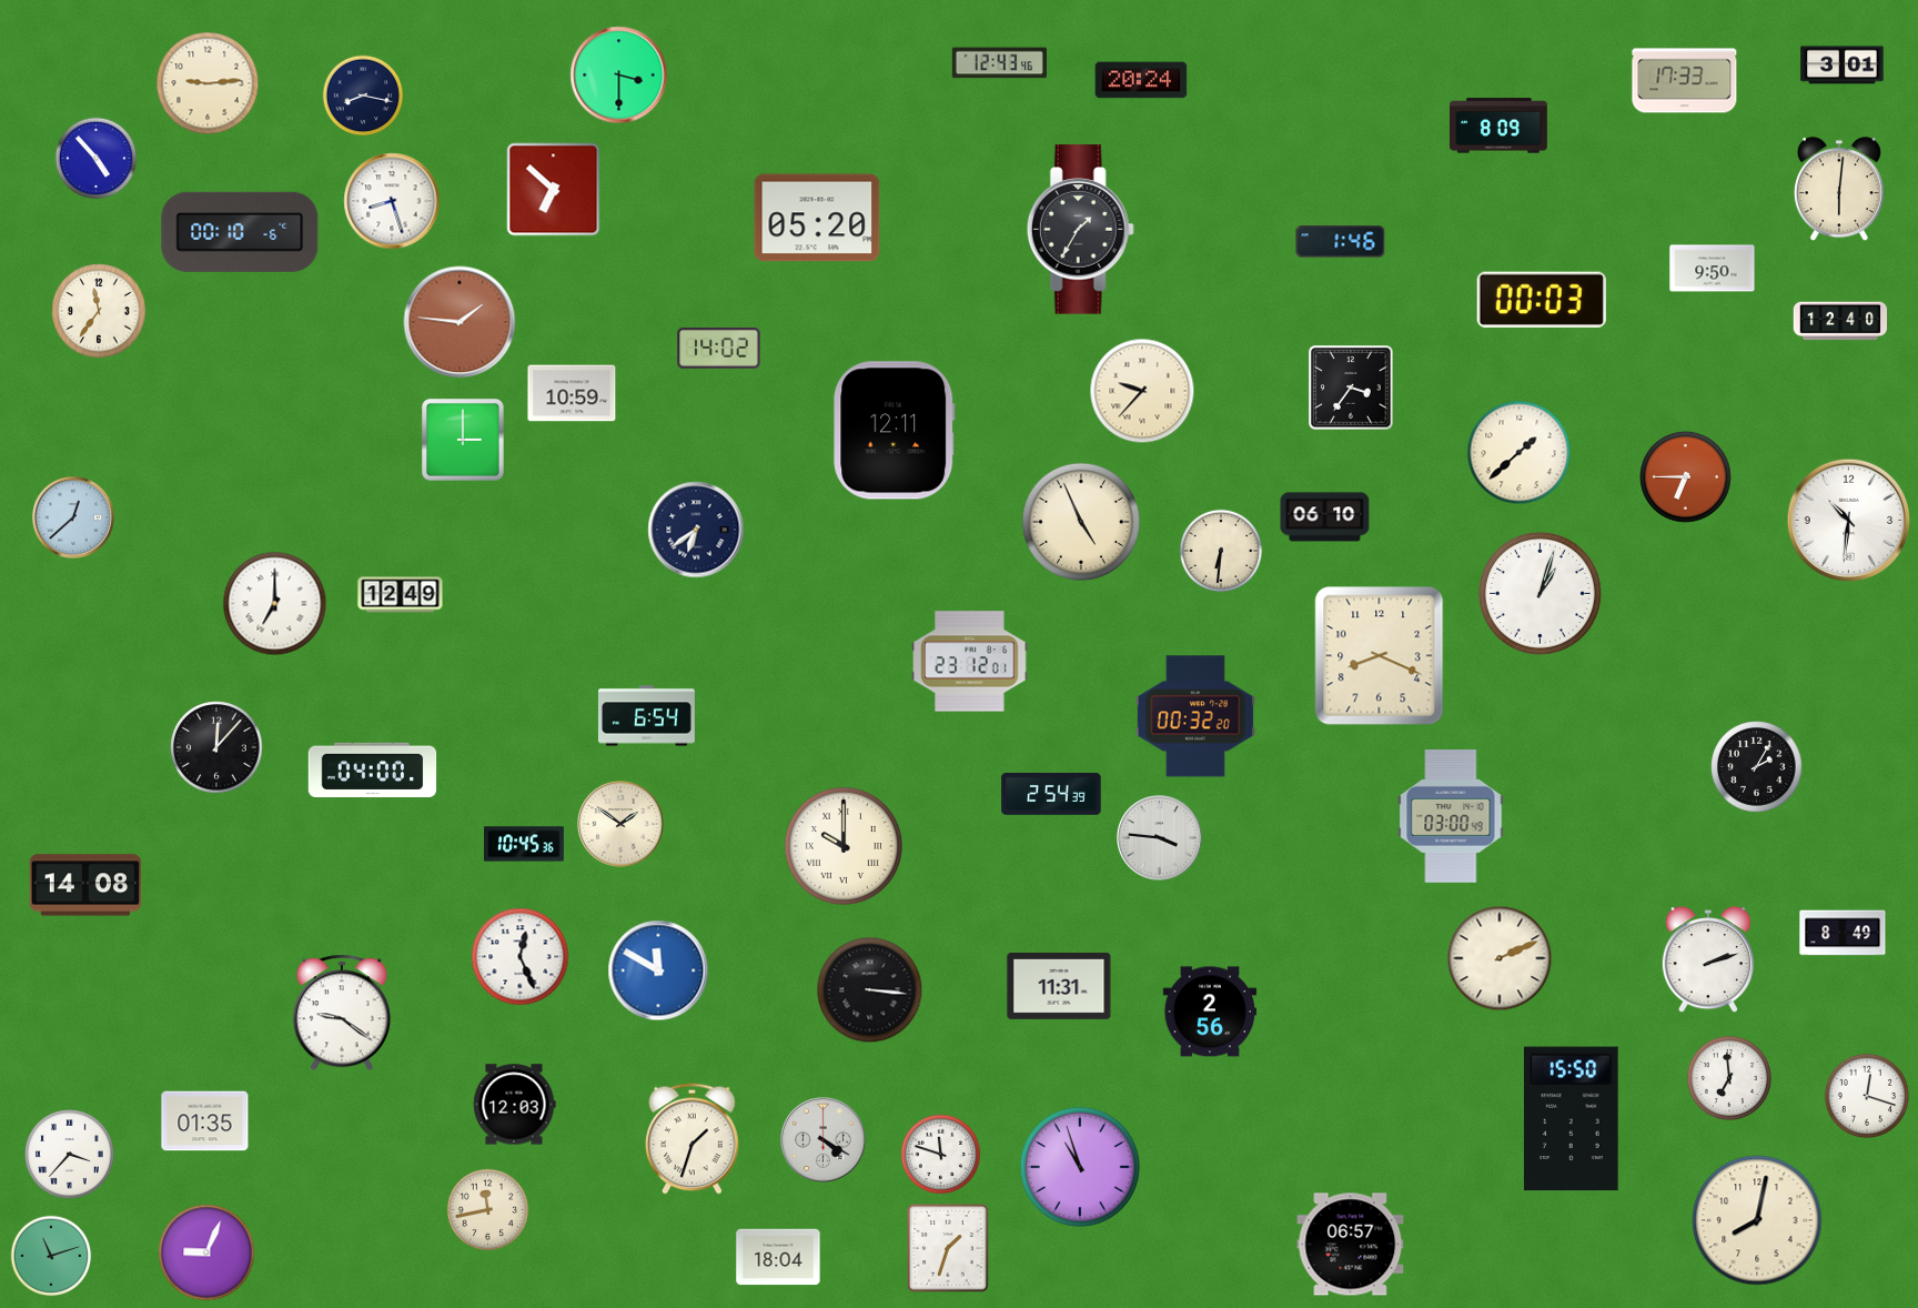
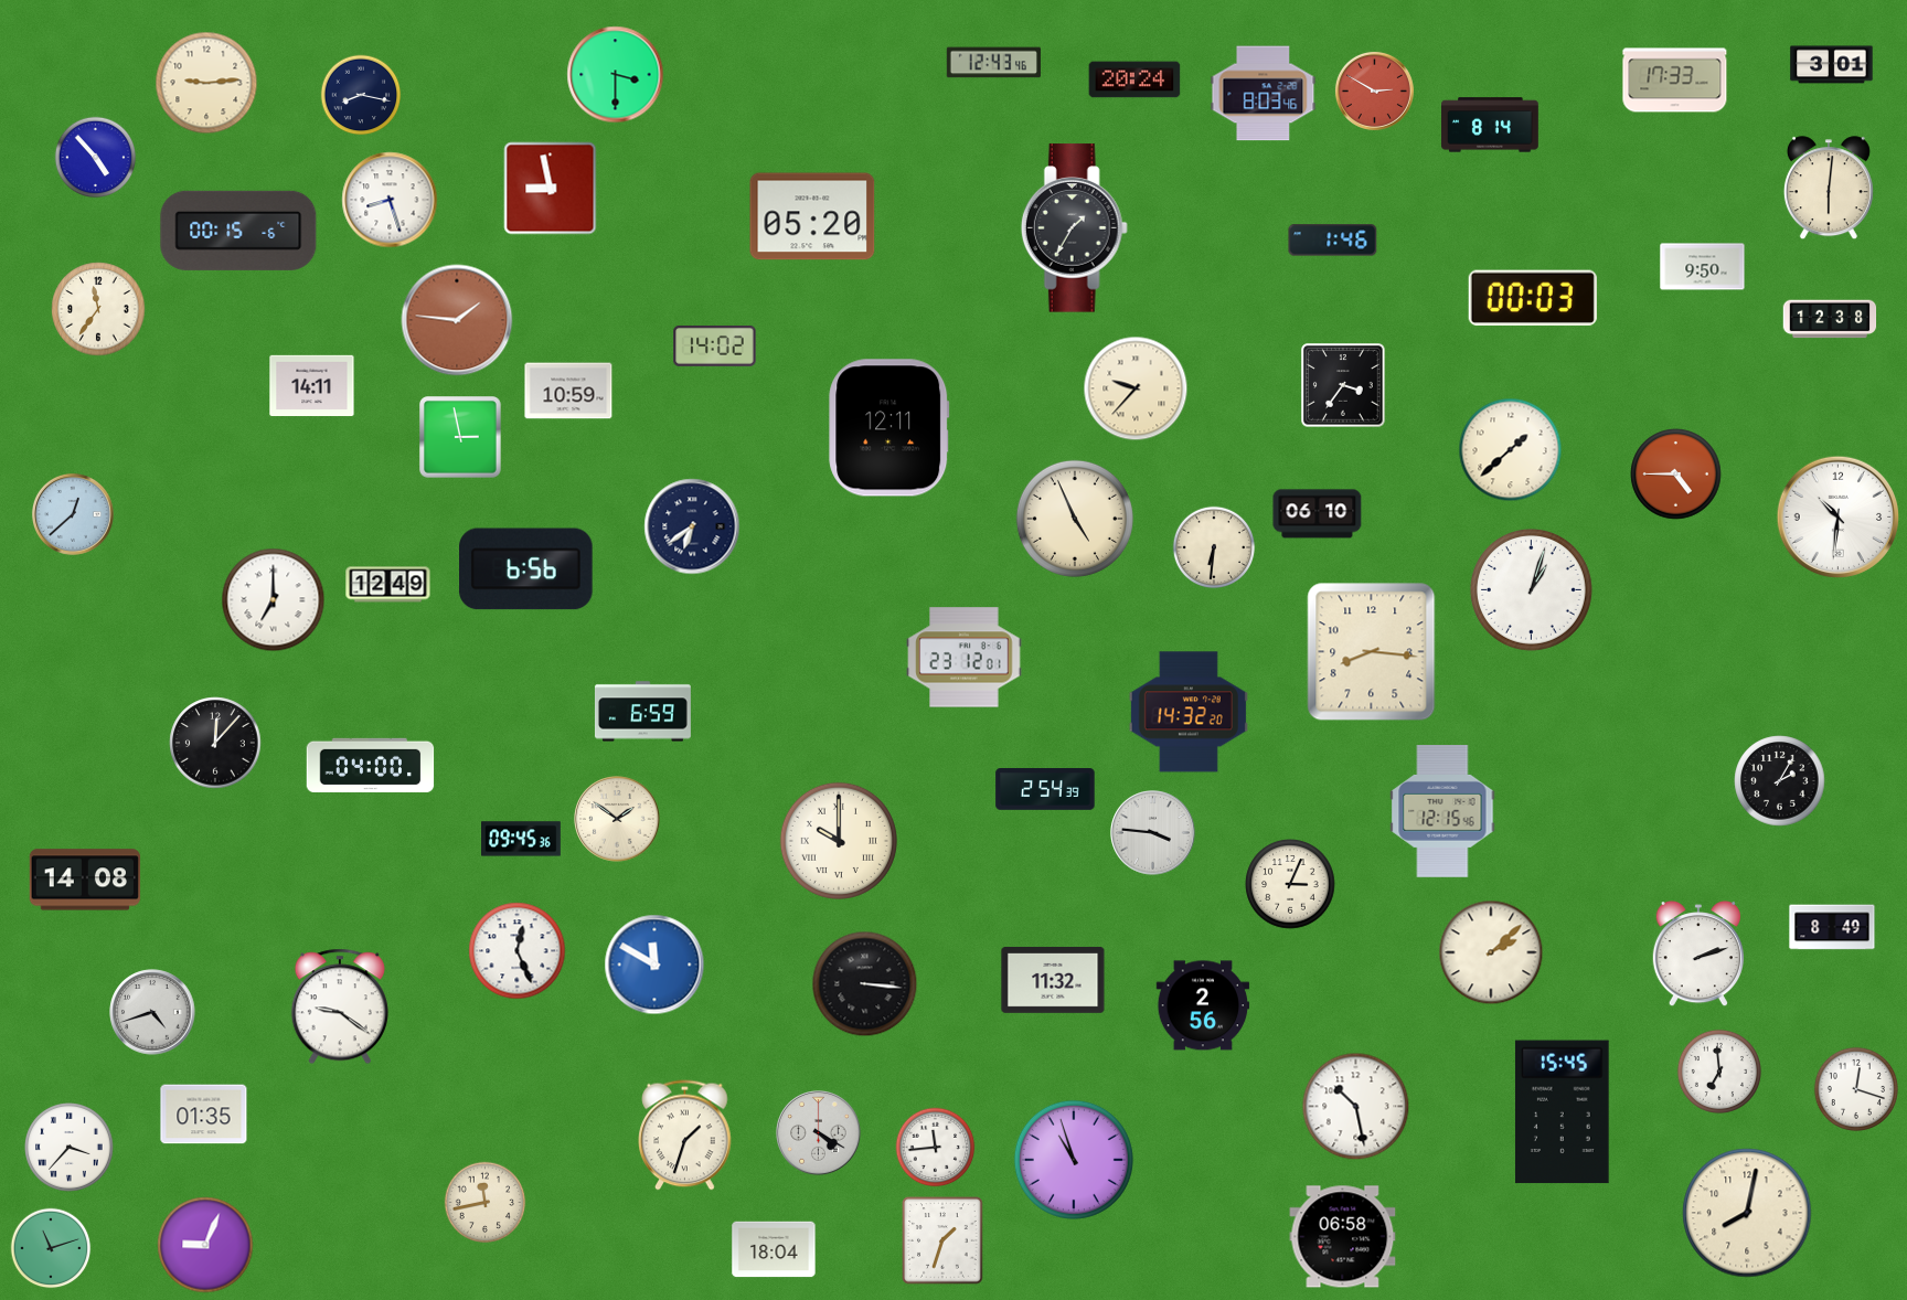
clock at (1374, 90): none -> 2:50
clock at (1264, 94): none -> 8:03
clock at (1500, 125): 8:09 -> 8:14
clock at (554, 190): 6:52 -> 8:58
clock at (240, 232): 00:10 -> 00:15
clock at (1840, 321): 12:40 -> 12:38
clock at (312, 386): none -> 14:11
clock at (464, 441): 3:00 -> 2:58
clock at (1686, 477): 6:45 -> 4:45
clock at (526, 569): none -> 6:56
clock at (401, 595) position: (401, 595) -> (388, 585)
clock at (1380, 656): 8:19 -> 8:16
clock at (646, 716): 6:54 -> 6:59
clock at (1195, 716): 00:32 -> 14:32
clock at (1757, 767) position: (1757, 767) -> (1780, 781)
clock at (1451, 817): 03:00 -> 12:15
clock at (525, 844): 10:45 -> 09:45
clock at (1290, 884): none -> 3:04
clock at (1500, 958): 2:11 -> 2:08
clock at (1059, 986): 11:31 -> 11:32
clock at (152, 1012): none -> 4:42
clock at (514, 1105): 12:03 -> none
clock at (1356, 1107): none -> 10:28
clock at (1571, 1119): 15:50 -> 15:45
clock at (693, 1139) position: (693, 1139) -> (685, 1136)
clock at (941, 1155): 11:48 -> 11:44
clock at (1351, 1245): 06:57 -> 06:58
